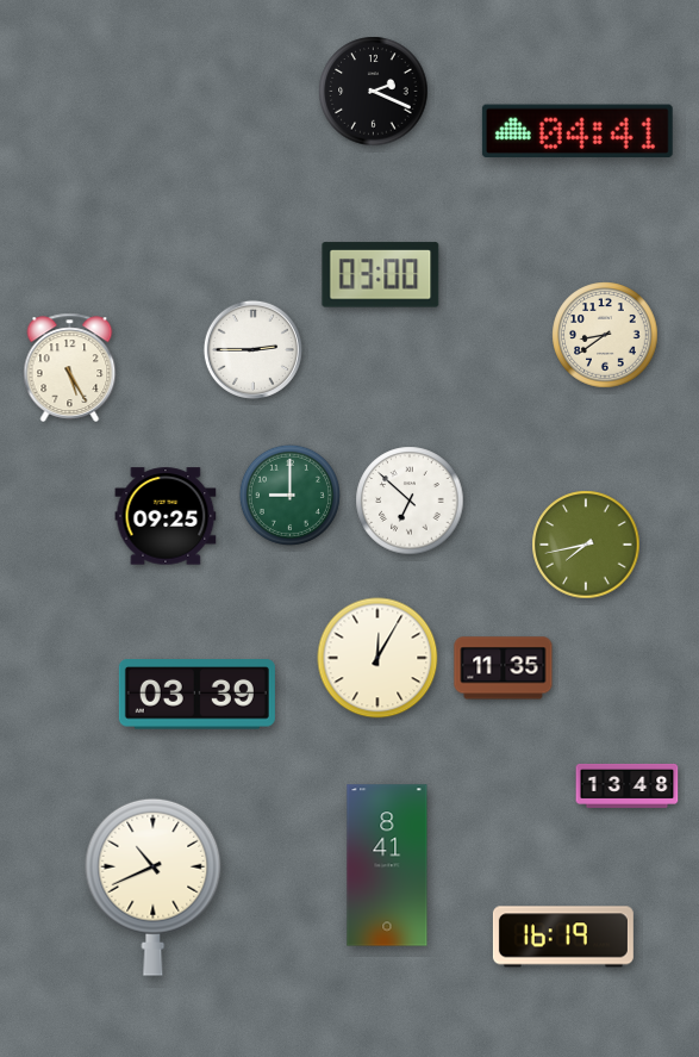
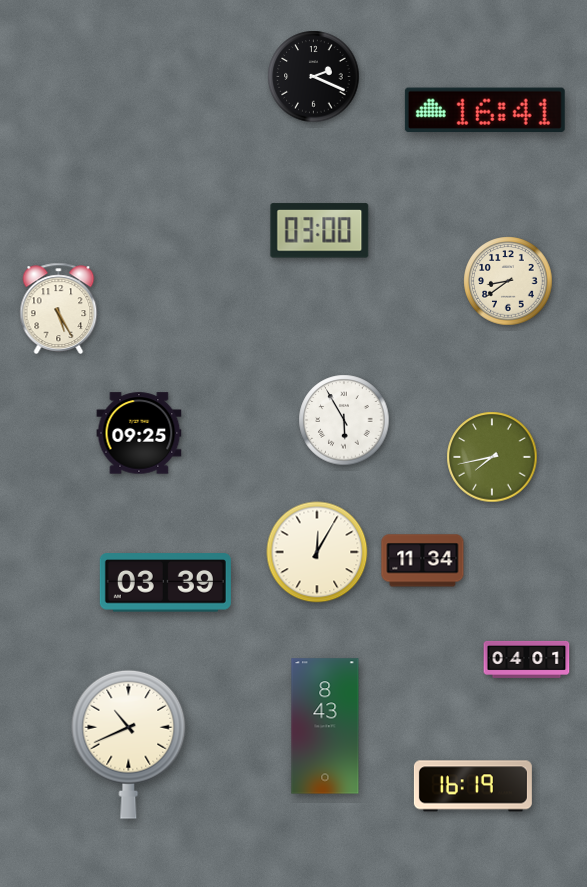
clock at (578, 131): 04:41 -> 16:41
clock at (252, 349): 2:45 -> none
clock at (289, 495): 9:00 -> none
clock at (410, 500): 6:52 -> 5:55
clock at (504, 669): 11:35 -> 11:34
clock at (628, 785): 13:48 -> 04:01
clock at (387, 865): 8:41 -> 8:43
